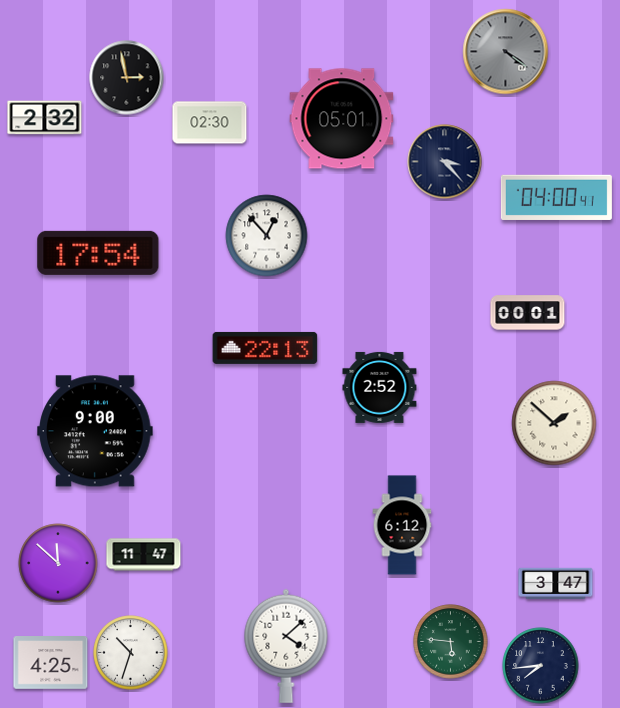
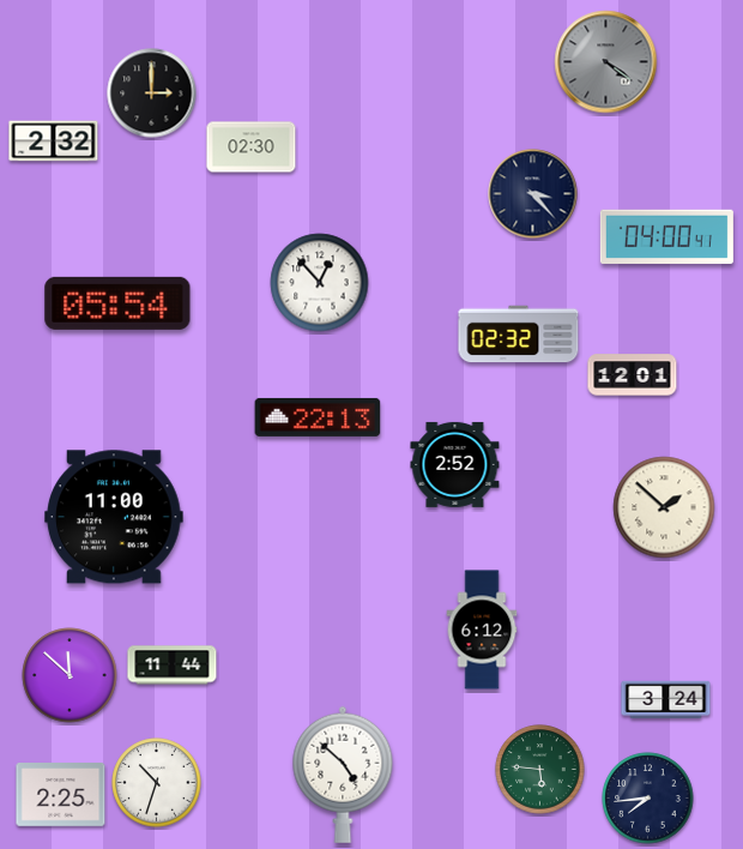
clock at (127, 78): 2:58 -> 3:00
clock at (342, 119): 05:01 -> none
clock at (98, 253): 17:54 -> 05:54
clock at (519, 335): none -> 02:32
clock at (528, 313): 00:01 -> 12:01
clock at (95, 431): 9:00 -> 11:00
clock at (144, 555): 11:47 -> 11:44
clock at (556, 583): 3:47 -> 3:24
clock at (286, 646): 4:08 -> 4:52
clock at (51, 663): 4:25 -> 2:25
